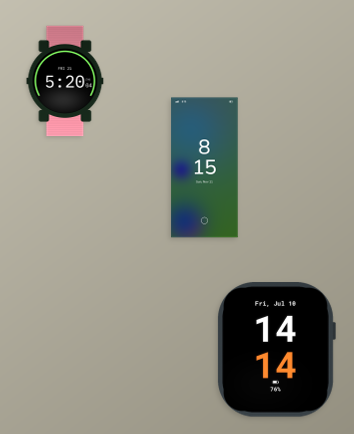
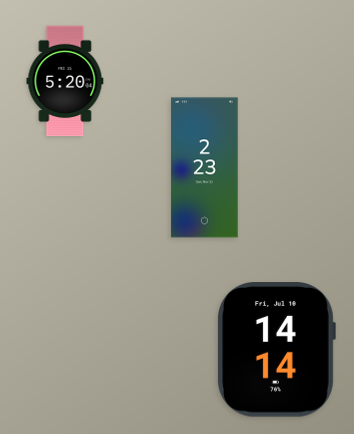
clock at (205, 168): 8:15 -> 2:23
